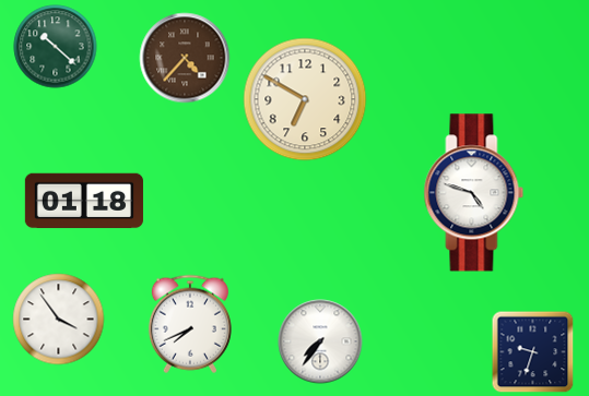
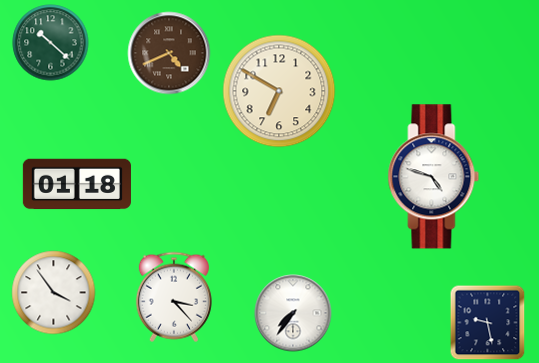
clock at (185, 58): 4:37 -> 4:41
clock at (190, 324): 7:41 -> 3:23
clock at (533, 352): 9:33 -> 9:28
